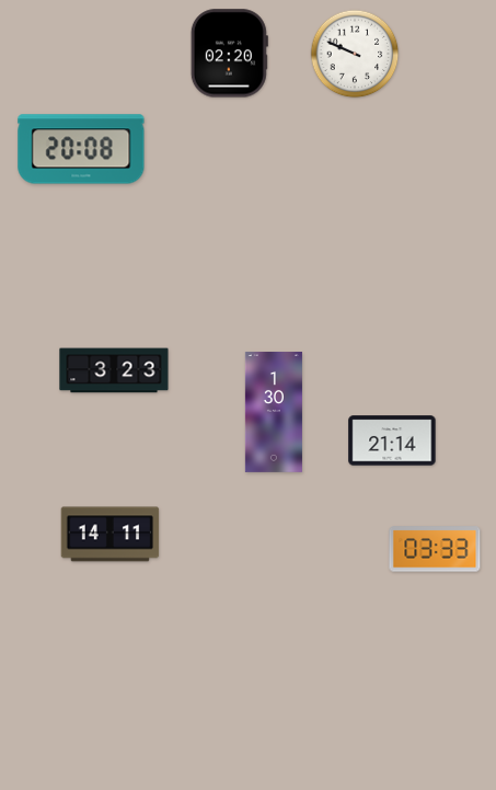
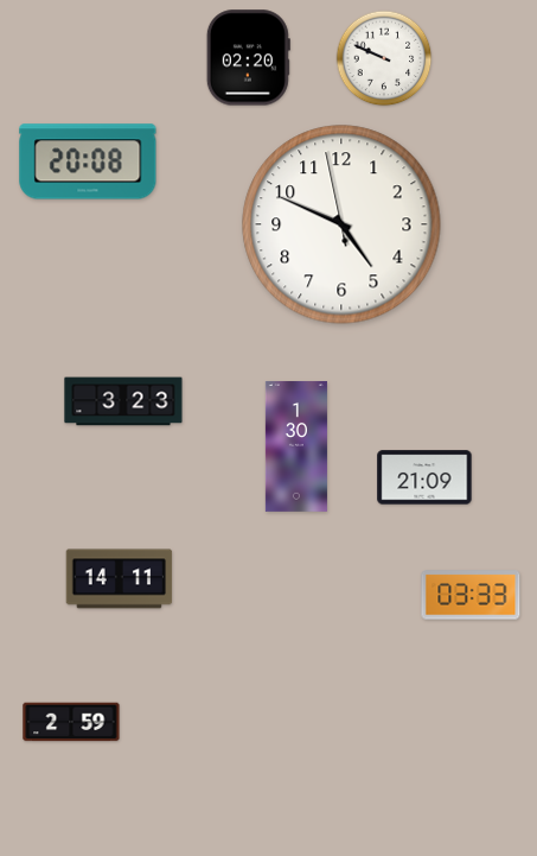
clock at (341, 224): none -> 4:48
clock at (392, 440): 21:14 -> 21:09
clock at (71, 722): none -> 2:59
